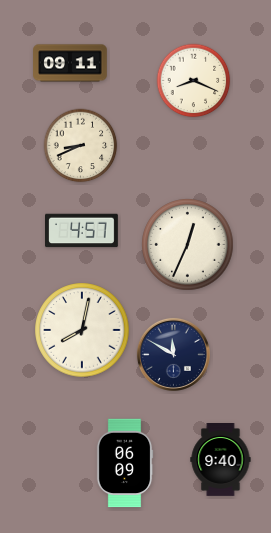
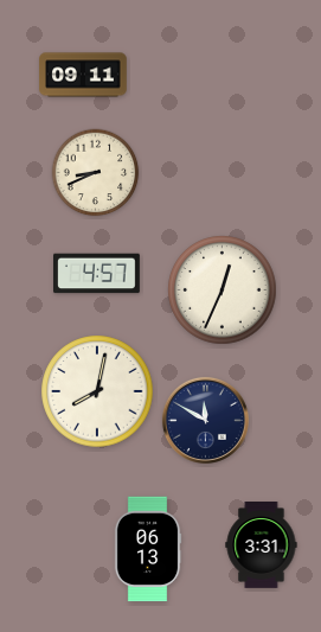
clock at (194, 81): 8:19 -> none
clock at (221, 460): 9:40 -> 3:31
clock at (125, 463): 06:09 -> 06:13
